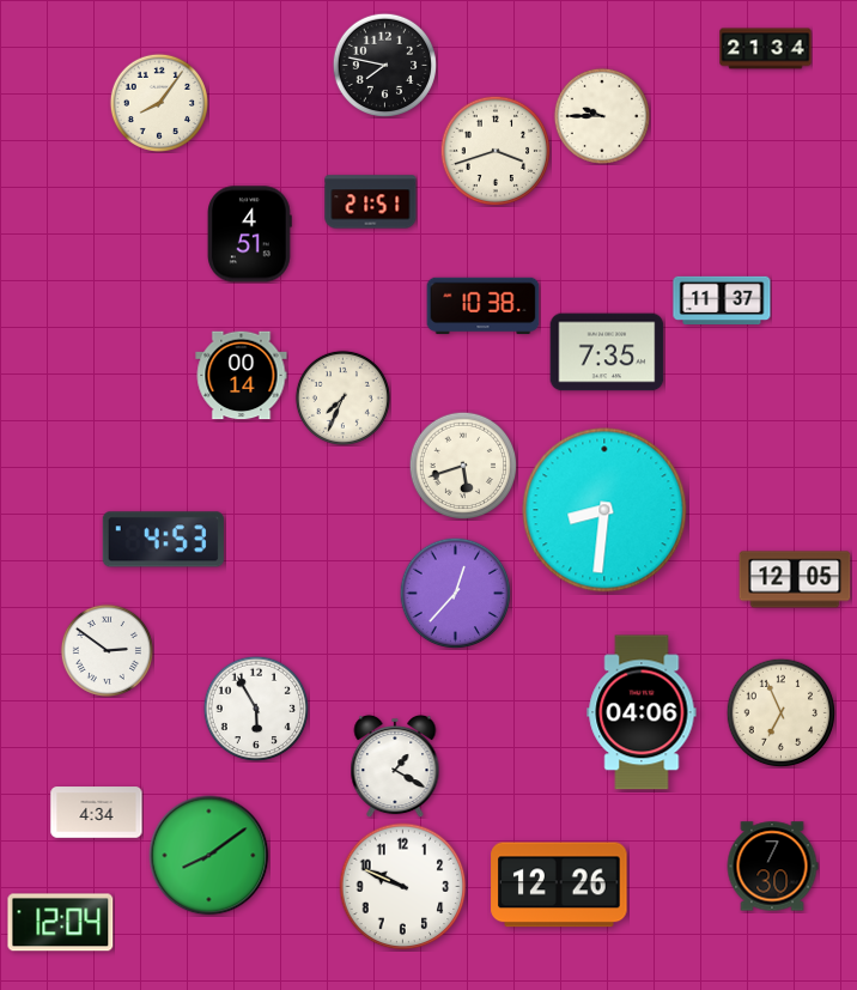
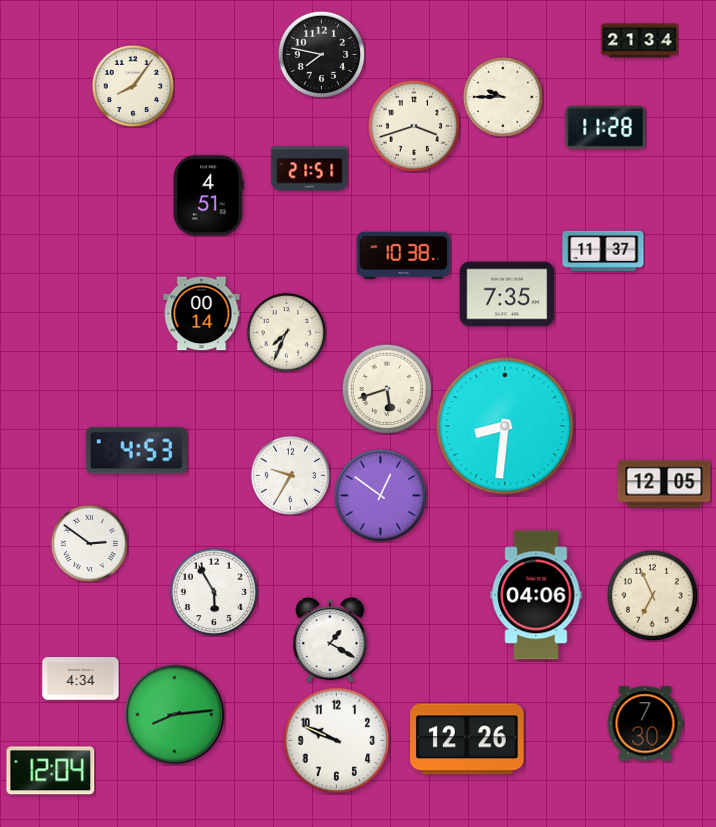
clock at (606, 127): none -> 11:28
clock at (290, 475): none -> 9:35
clock at (455, 593): 12:37 -> 12:51
clock at (209, 856): 8:09 -> 8:14
